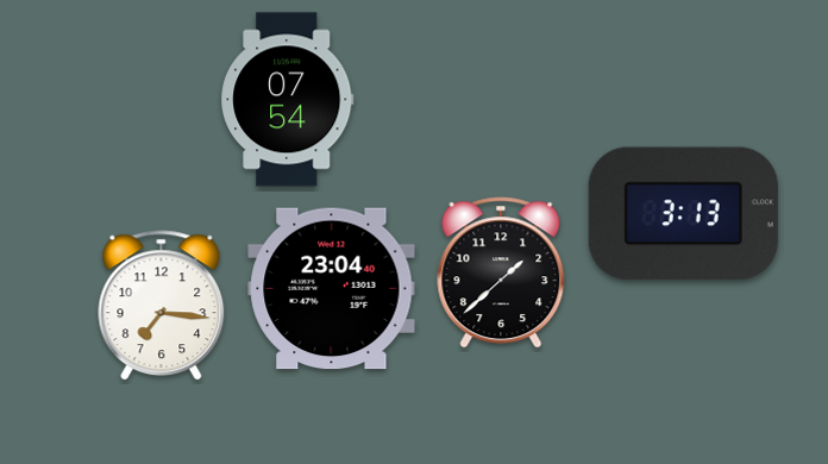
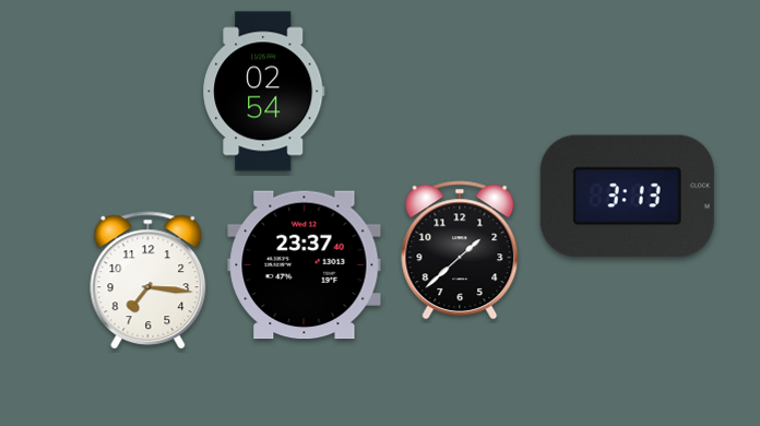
clock at (288, 100): 07:54 -> 02:54
clock at (332, 289): 23:04 -> 23:37
